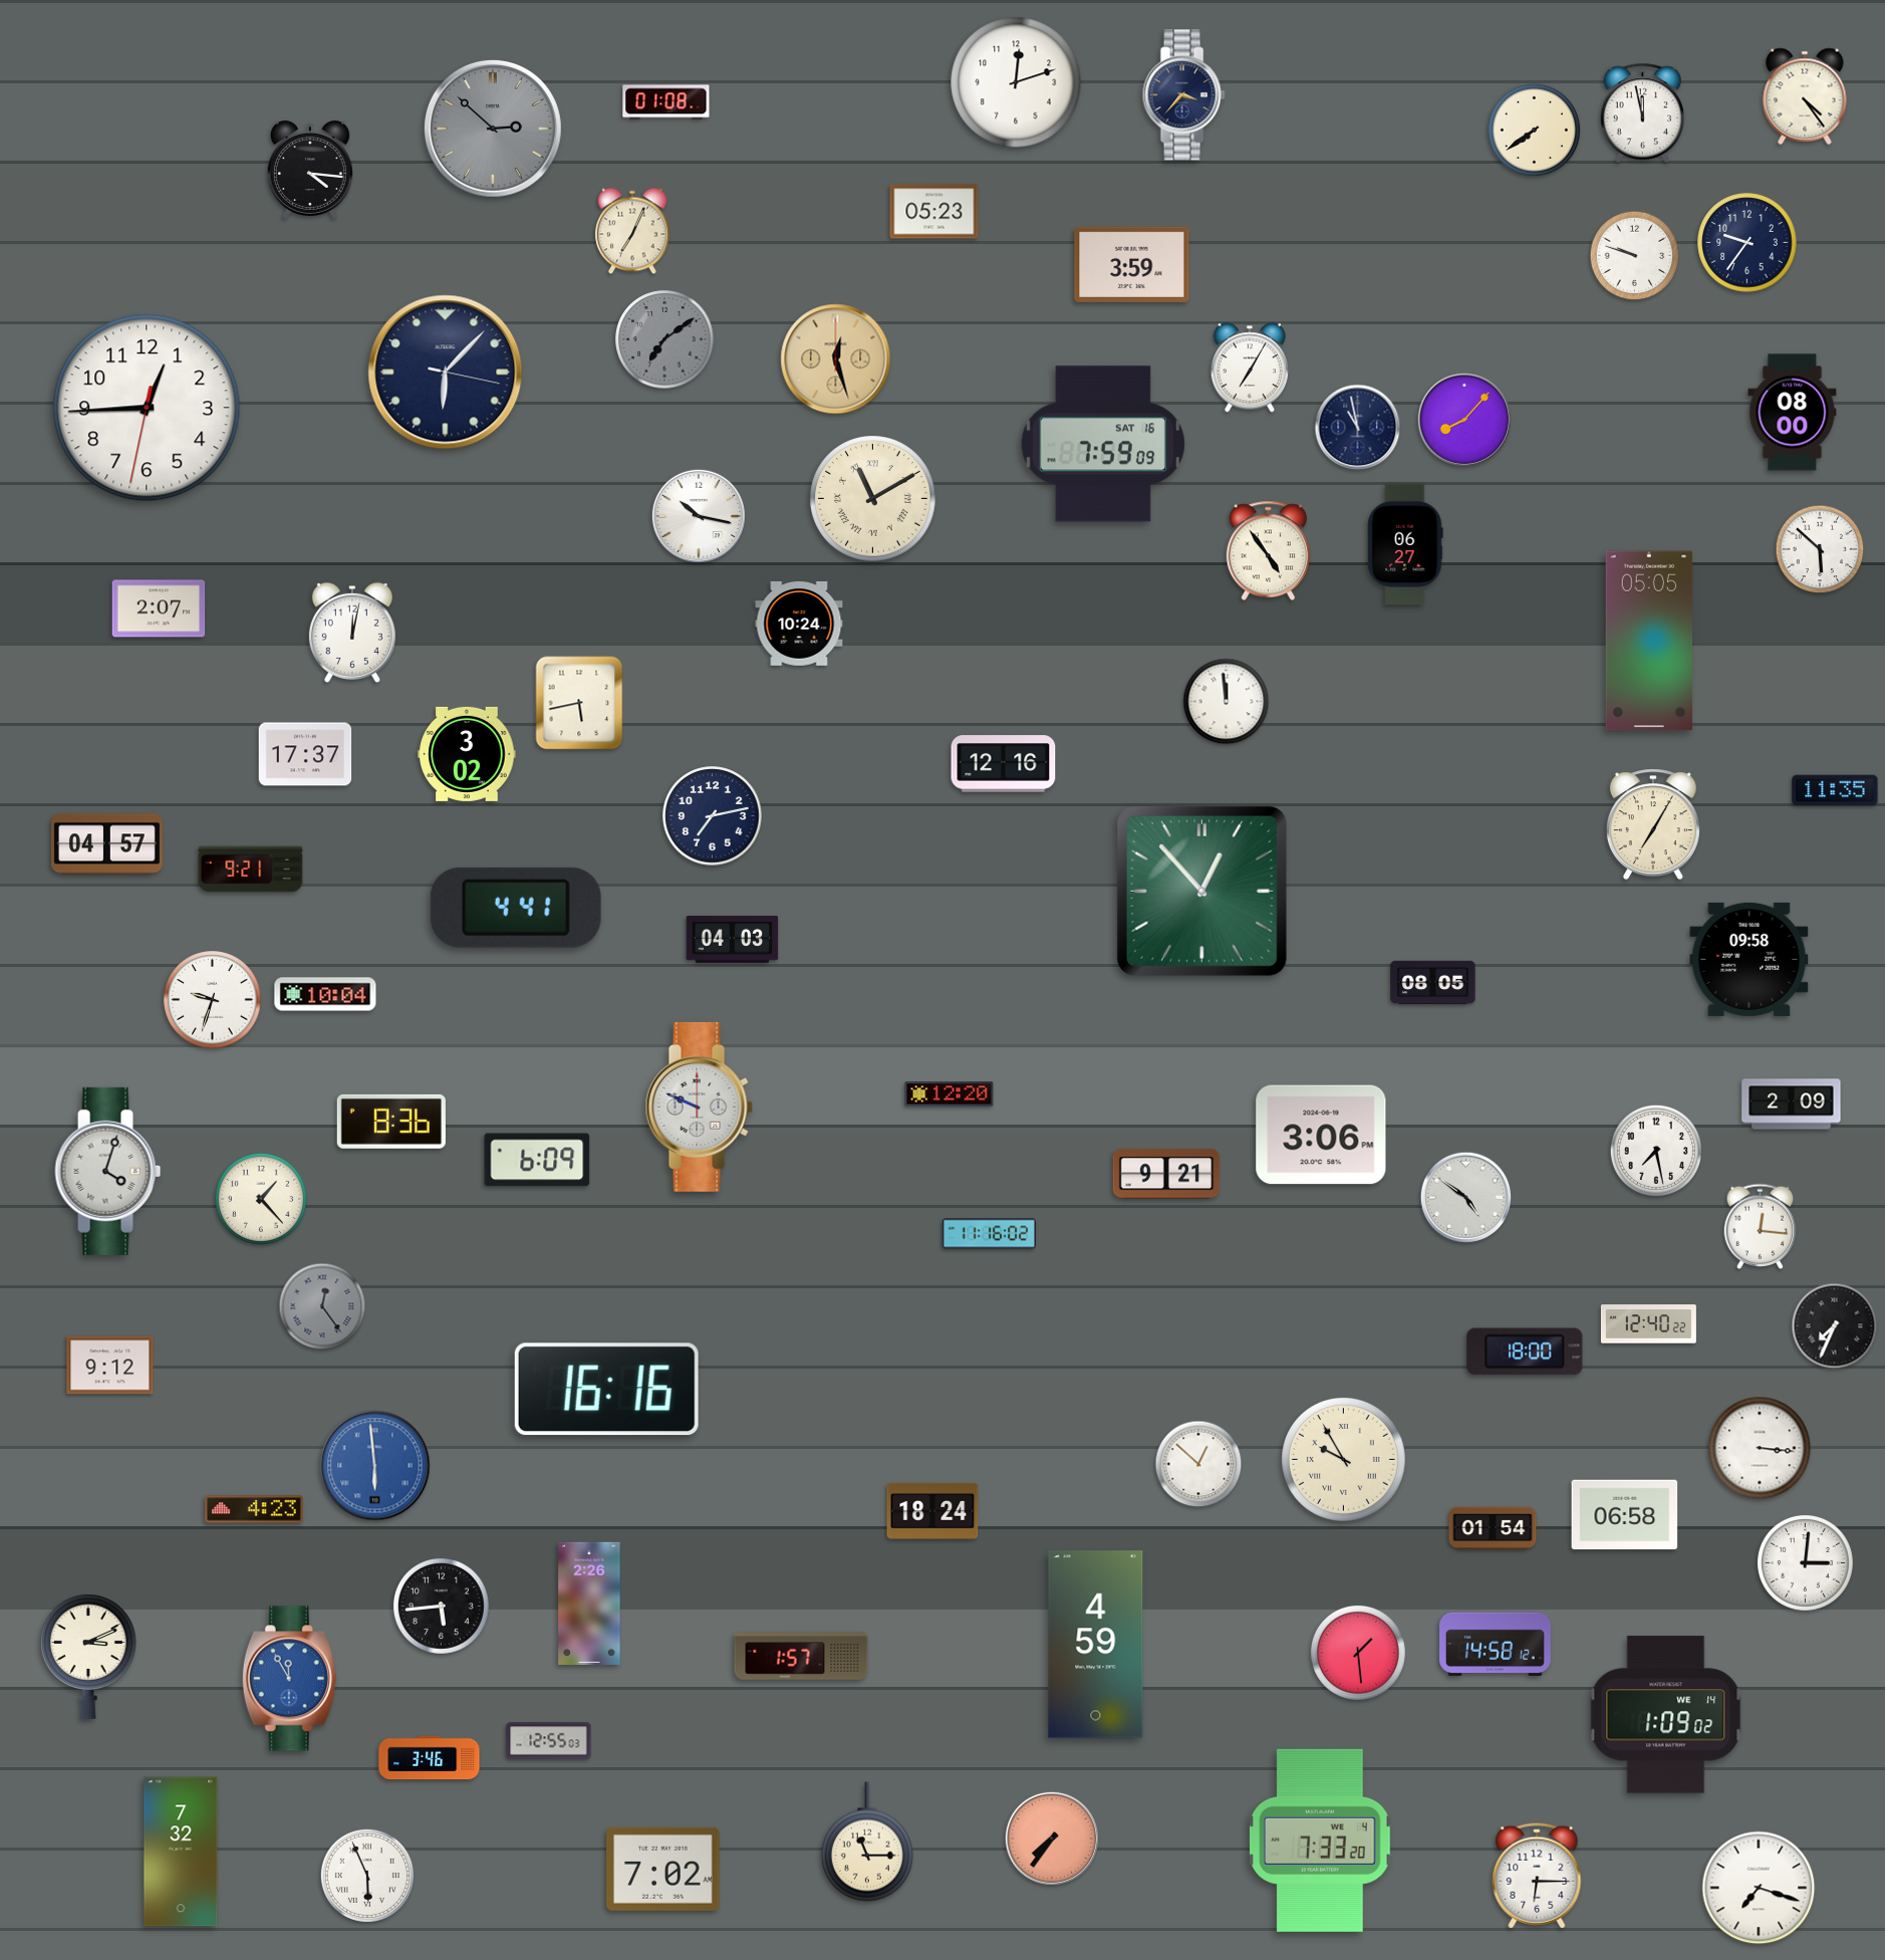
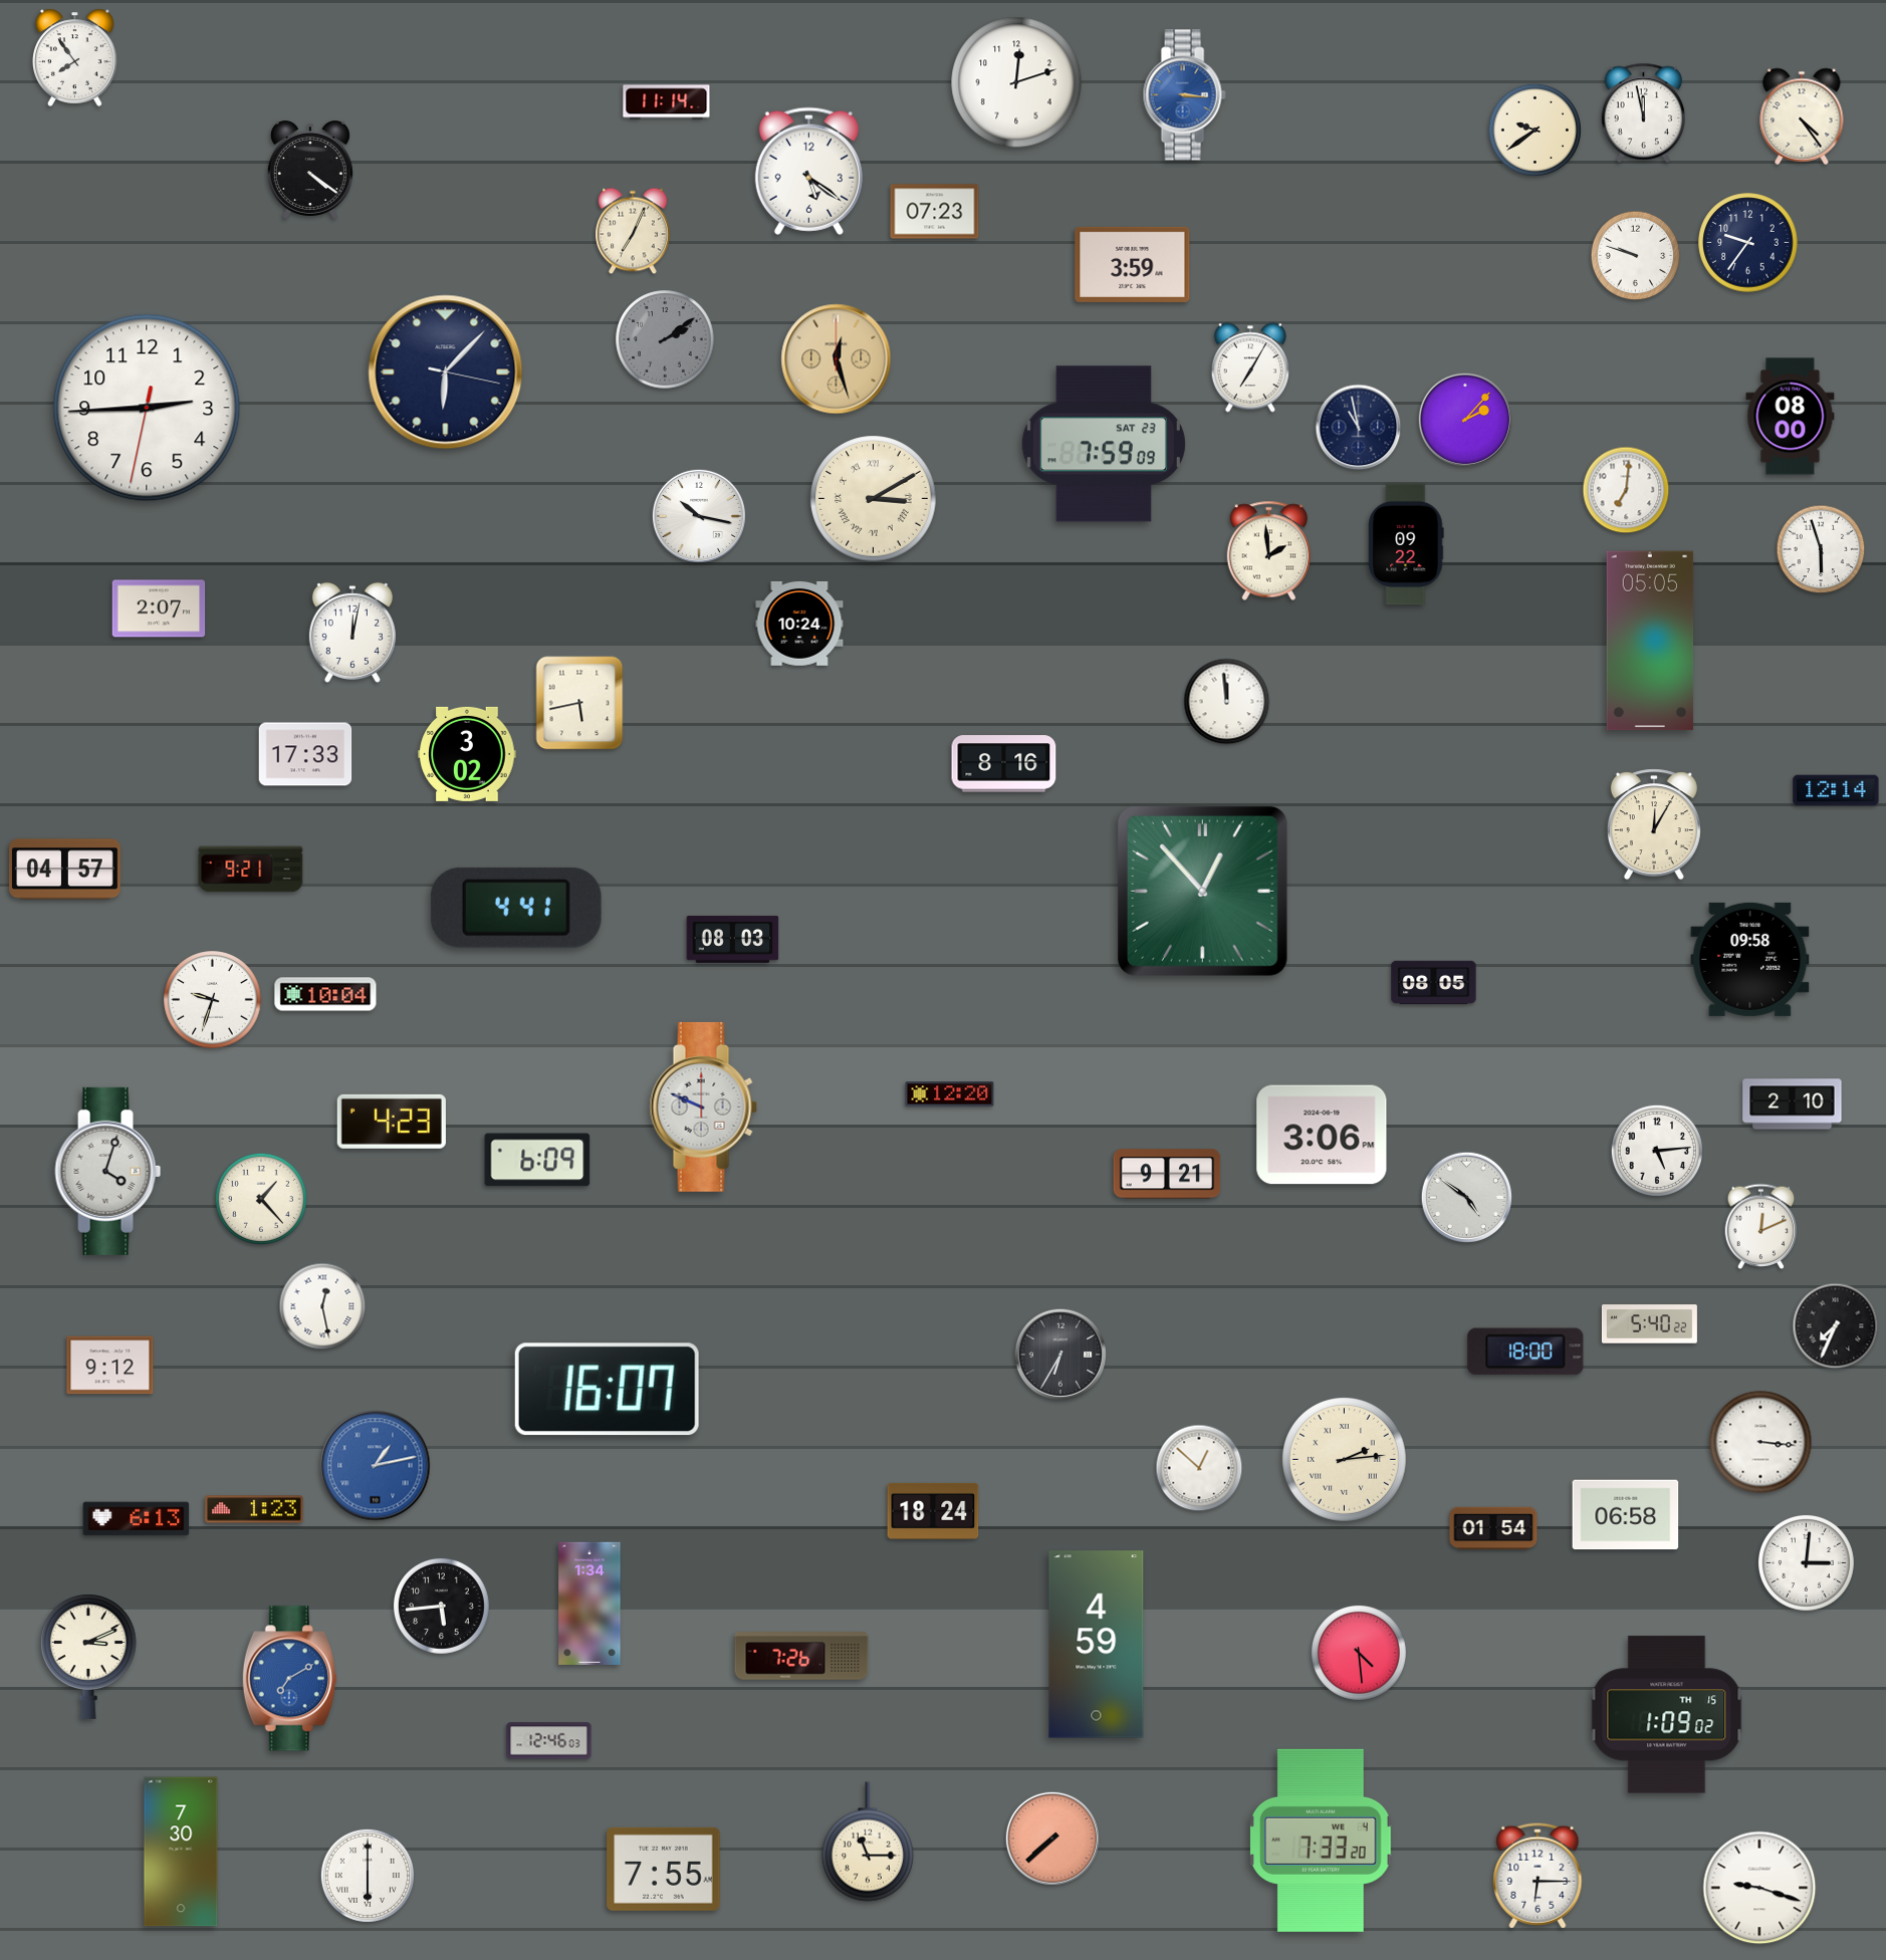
clock at (75, 57): none -> 7:54
clock at (1183, 95): 3:37 -> 3:16
clock at (1183, 95) dial: navy -> blue
clock at (1805, 96) position: (1805, 96) -> (1802, 116)
clock at (666, 102): 01:08 -> 11:14
clock at (493, 129): 2:52 -> none
clock at (1534, 130): 7:39 -> 9:39
clock at (310, 170): 4:16 -> 4:21
clock at (808, 171): none -> 5:21
clock at (934, 212): 05:23 -> 07:23
clock at (664, 339): 7:09 -> 2:09
clock at (147, 408): 12:44 -> 2:44
clock at (1793, 413) position: (1793, 413) -> (1791, 417)
clock at (1464, 420): 8:07 -> 2:07
clock at (1103, 444) date: SAT 16 -> SAT 23
clock at (1626, 490): none -> 7:01
clock at (873, 499): 11:10 -> 3:10
clock at (1405, 544): 06:27 -> 09:22
clock at (1820, 549): 5:52 -> 5:57
clock at (1269, 551): 4:54 -> 1:59
clock at (305, 754): 17:37 -> 17:33
clock at (1004, 764): 12:16 -> 8:16
clock at (1835, 790): 11:35 -> 12:14
clock at (713, 816): 7:13 -> none
clock at (1653, 824): 7:05 -> 12:05
clock at (107, 844) position: (107, 844) -> (65, 870)
clock at (733, 939): 04:03 -> 08:03
clock at (1792, 1105): 2:09 -> 2:10
clock at (699, 1107) position: (699, 1107) -> (703, 1107)
clock at (391, 1122): 8:36 -> 4:23
clock at (1655, 1150): 7:28 -> 5:14
clock at (1761, 1226): 12:16 -> 12:11
clock at (990, 1234): 11:16 -> none
clock at (322, 1306): 12:24 -> 12:28
clock at (322, 1306) dial: grey -> white
clock at (1648, 1324): 12:40 -> 5:40
clock at (1059, 1354): none -> 6:35
clock at (606, 1390): 16:16 -> 16:07
clock at (1760, 1448) position: (1760, 1448) -> (1760, 1442)
clock at (1344, 1460): 9:55 -> 2:14
clock at (1198, 1464) position: (1198, 1464) -> (1199, 1468)
clock at (375, 1466): 5:59 -> 1:13
clock at (254, 1509): 4:23 -> 1:23
clock at (137, 1519): none -> 6:13
clock at (589, 1603): 2:26 -> 1:34
clock at (1496, 1644): 14:58 -> none
clock at (1358, 1653): 1:29 -> 4:29
clock at (801, 1656): 1:57 -> 7:26
clock at (289, 1679): 11:55 -> 7:10
clock at (1666, 1715) date: WE 14 -> TH 15
clock at (549, 1741): 12:55 -> 12:46
clock at (430, 1758): 3:46 -> none
clock at (1052, 1839): 7:36 -> 7:38
clock at (181, 1852): 7:32 -> 7:30
clock at (663, 1869): 7:02 -> 7:55
clock at (367, 1876): 5:56 -> 6:00
clock at (1759, 1888): 7:18 -> 9:18
